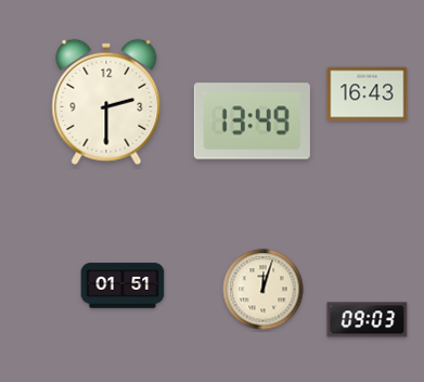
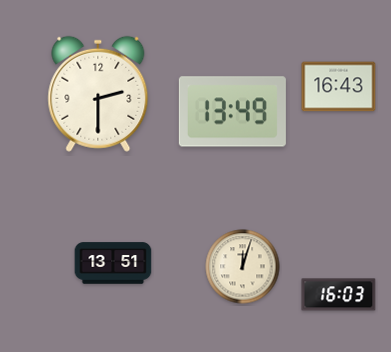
clock at (123, 285): 01:51 -> 13:51
clock at (368, 320): 09:03 -> 16:03
